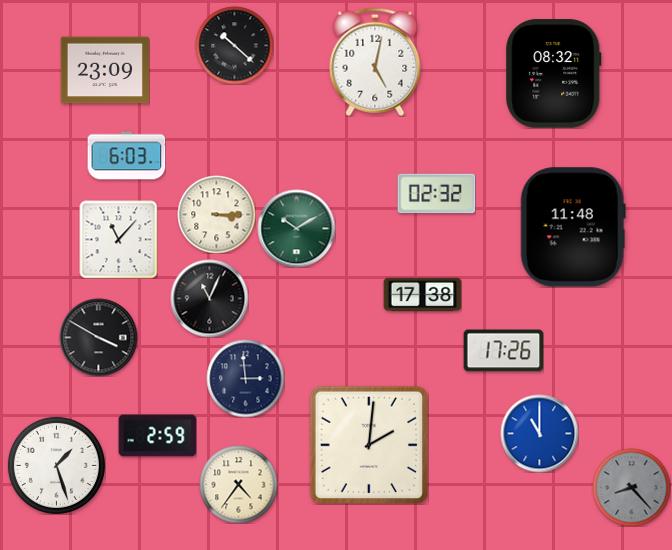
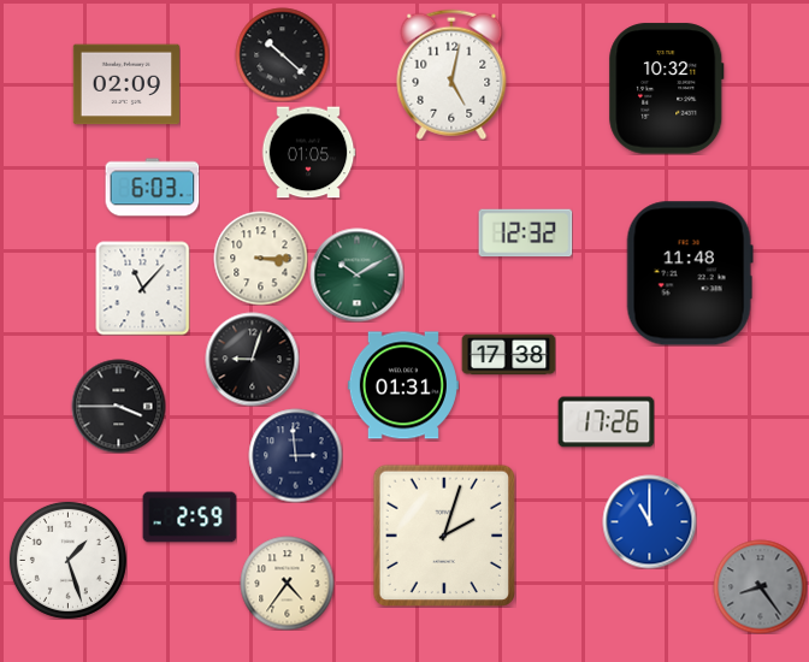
clock at (104, 70): 23:09 -> 02:09
clock at (554, 74): 08:32 -> 10:32
clock at (308, 153): none -> 01:05
clock at (436, 194): 02:32 -> 12:32
clock at (209, 298): 11:04 -> 9:03
clock at (403, 385): none -> 01:31
clock at (98, 337): 3:50 -> 3:45
clock at (157, 436) position: (157, 436) -> (189, 518)
clock at (368, 444): 2:01 -> 2:03
clock at (631, 487): 8:23 -> 8:24
